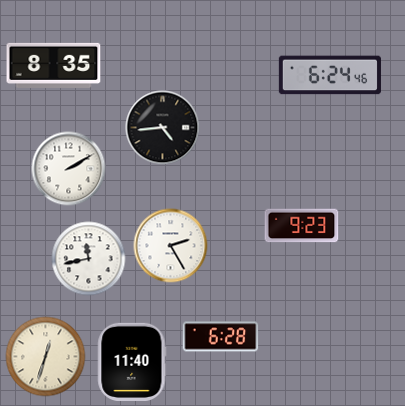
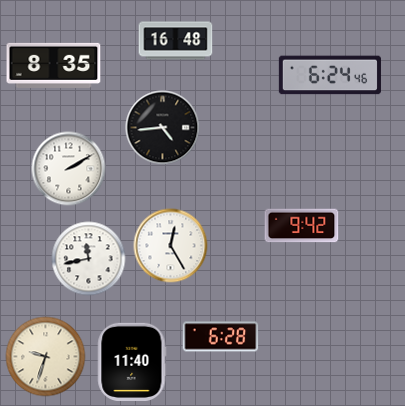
clock at (176, 41): none -> 16:48
clock at (302, 226): 9:23 -> 9:42
clock at (171, 246): 2:25 -> 12:25
clock at (46, 357): 12:33 -> 9:33
